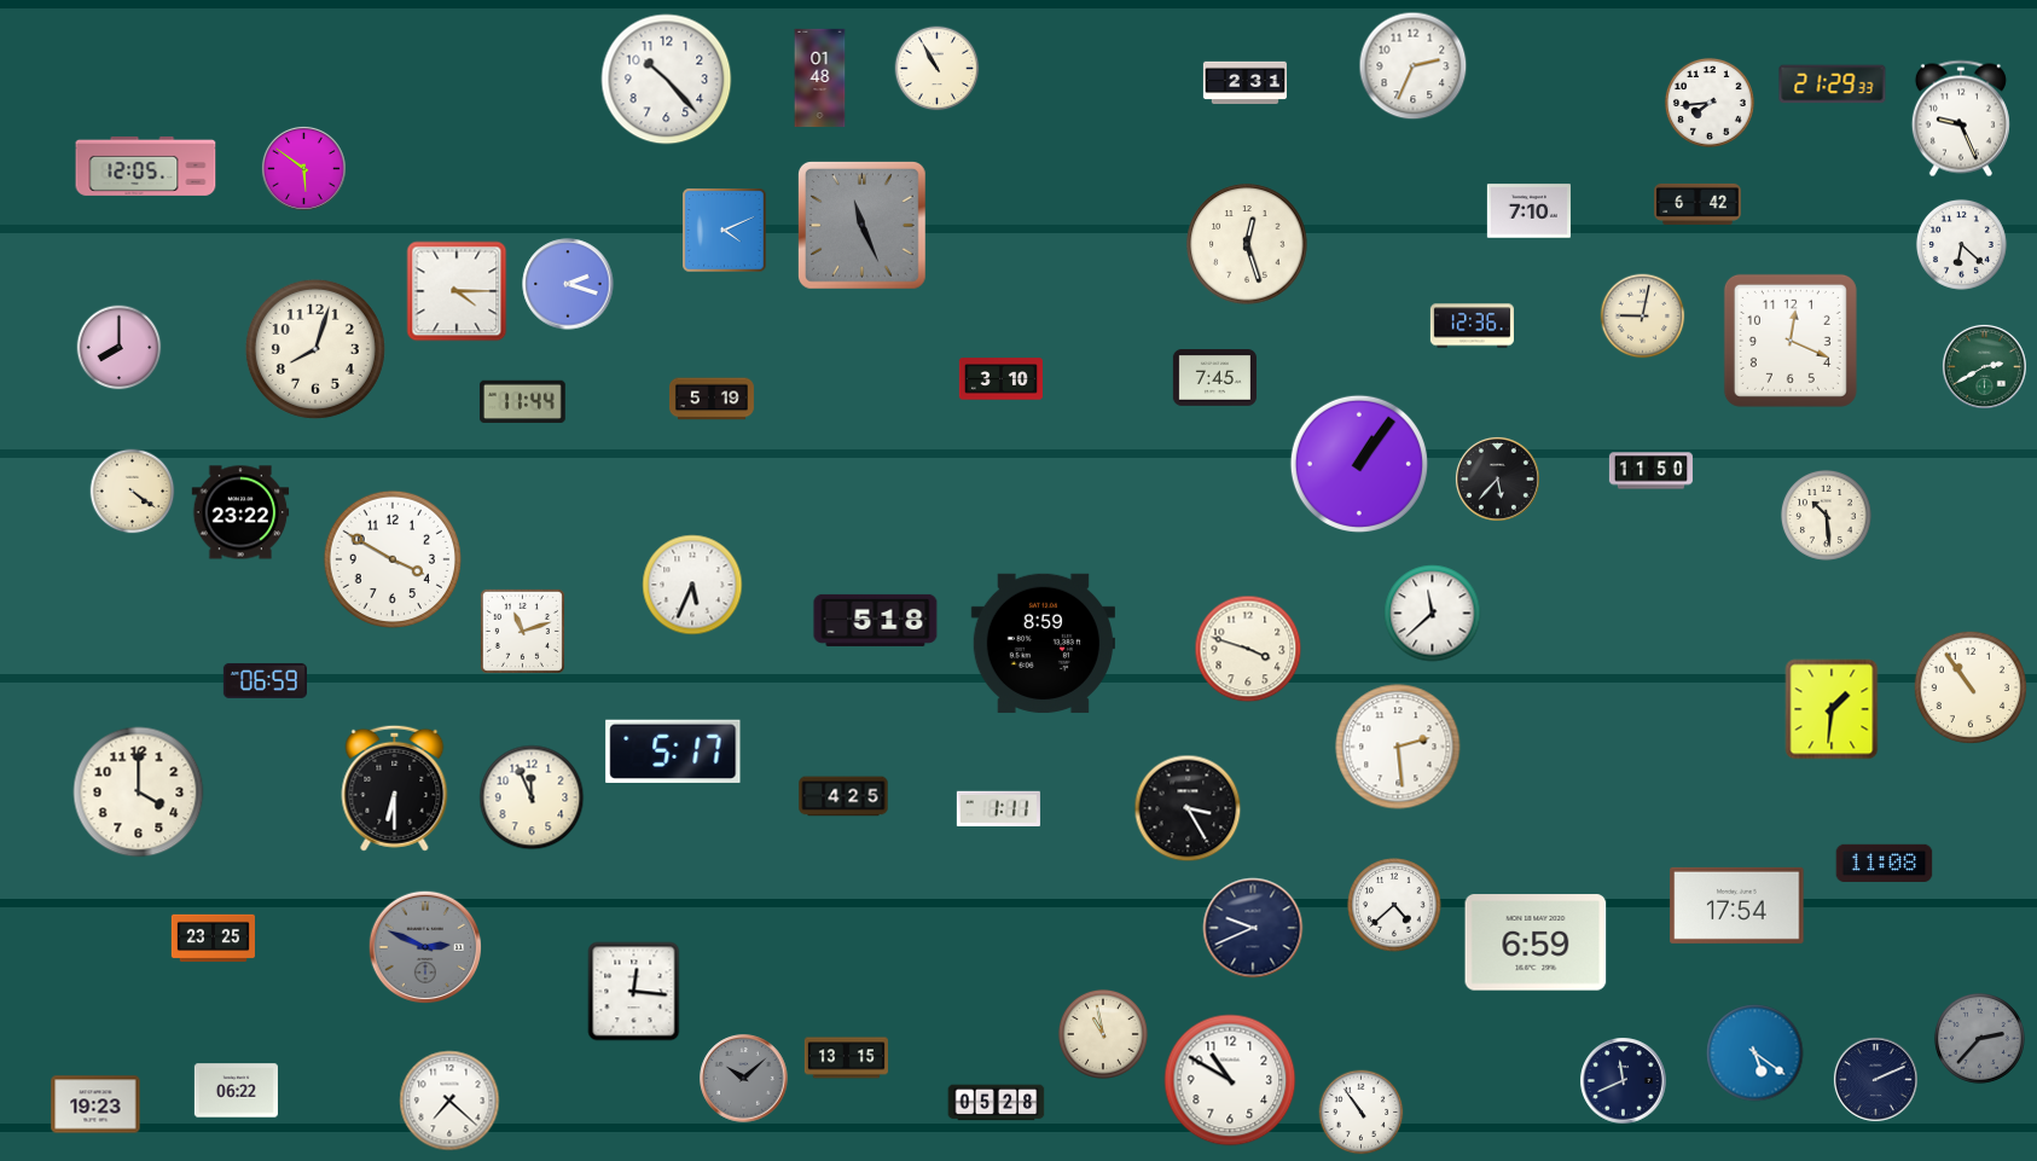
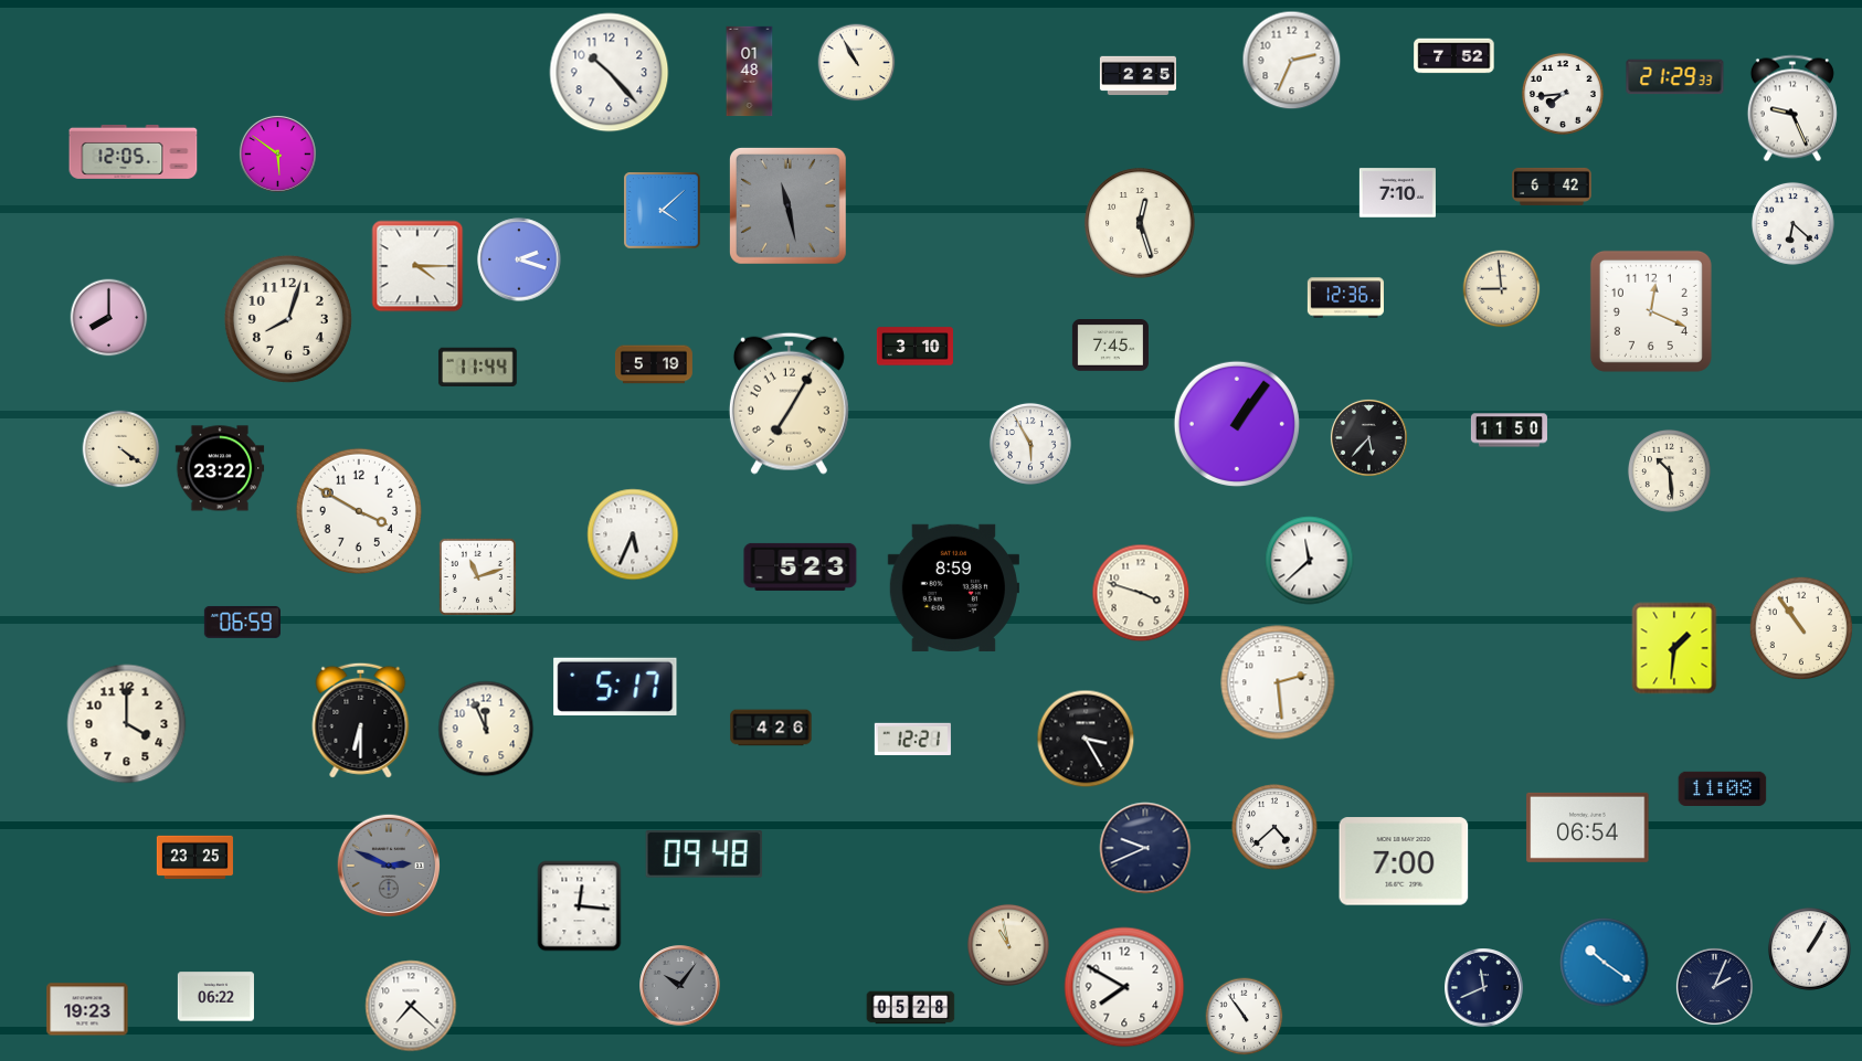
clock at (1454, 56): none -> 7:52
clock at (1244, 83): 2:31 -> 2:25
clock at (861, 225): 11:26 -> 11:28
clock at (725, 231): 4:11 -> 4:08
clock at (1643, 317): 9:02 -> 8:59
clock at (1791, 341) position: (1791, 341) -> (1651, 311)
clock at (1984, 366): 2:40 -> none
clock at (712, 399) position: (712, 399) -> (654, 364)
clock at (789, 403): none -> 7:05
clock at (1359, 464) position: (1359, 464) -> (1237, 424)
clock at (1030, 444): none -> 5:55
clock at (876, 620): 5:18 -> 5:23
clock at (843, 796): 4:25 -> 4:26
clock at (998, 808): 1:11 -> 12:21
clock at (1737, 905): 17:54 -> 06:54
clock at (705, 855): none -> 09:48
clock at (1536, 942): 6:59 -> 7:00
clock at (1979, 1038): 2:37 -> 1:05
clock at (1979, 1038) dial: grey -> white
clock at (1755, 1053): 5:21 -> 10:21
clock at (846, 1058): 13:15 -> none
clock at (744, 1079): 10:08 -> 10:06
clock at (1875, 1079): 2:11 -> 2:04
clock at (1230, 1080): 10:50 -> 7:50
